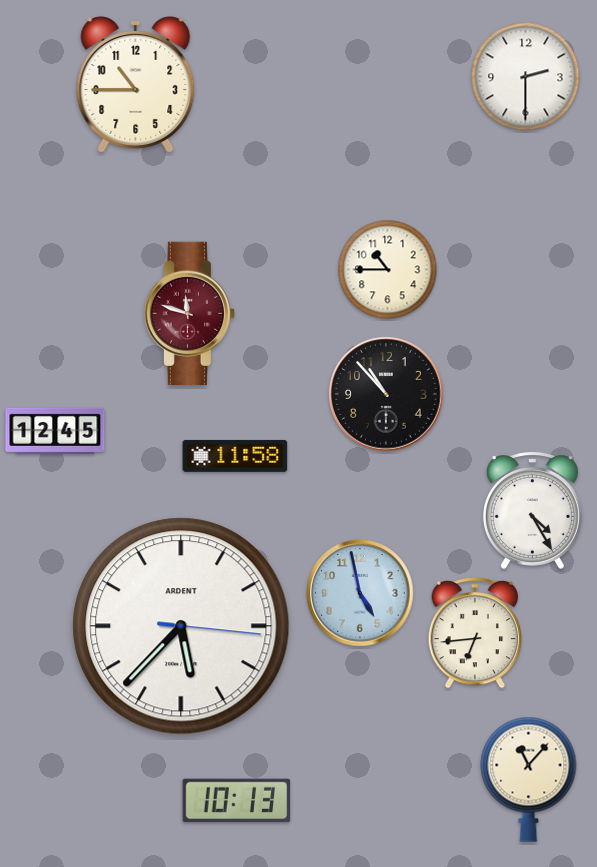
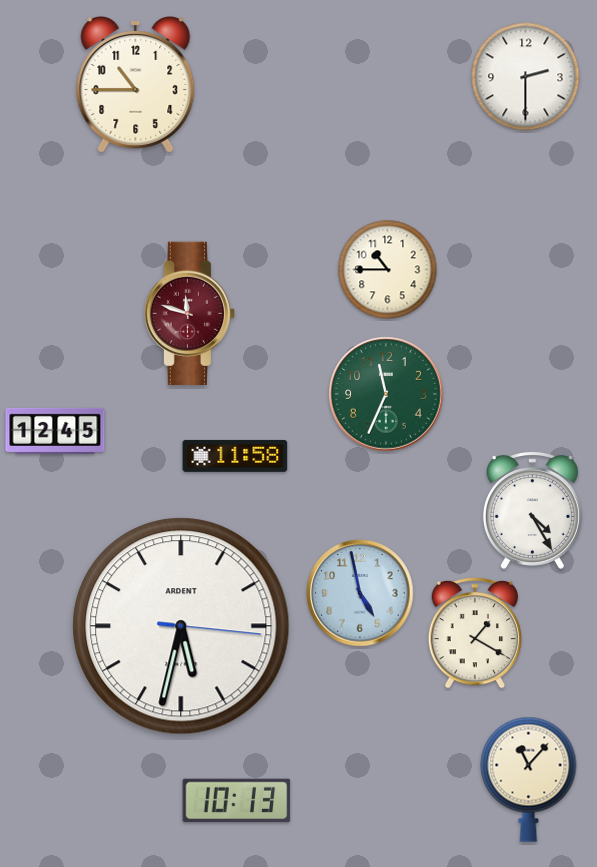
clock at (387, 395): 10:53 -> 11:34
clock at (387, 395) dial: black -> green
clock at (181, 626): 5:37 -> 5:32
clock at (475, 633): 6:44 -> 1:20
